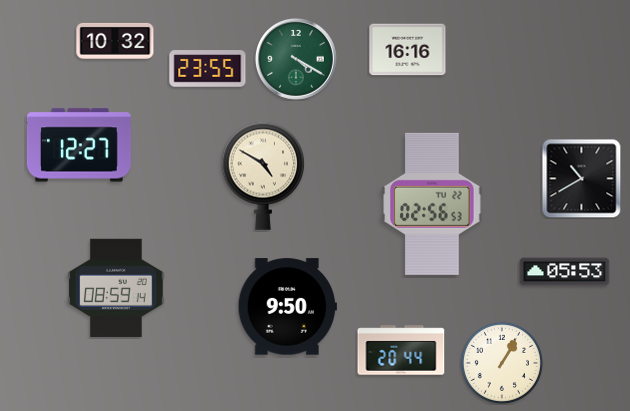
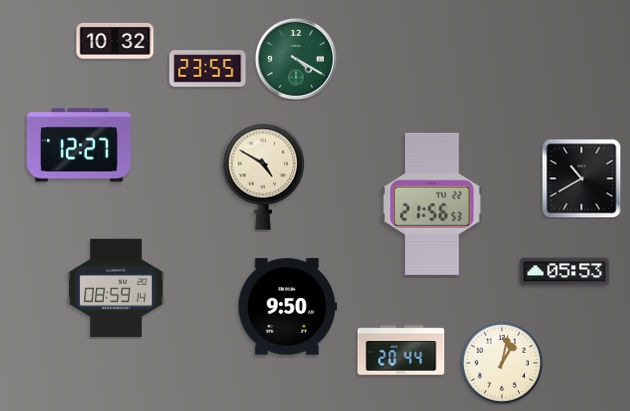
clock at (408, 50): 16:16 -> none
clock at (432, 204): 02:56 -> 21:56
clock at (502, 363): 1:05 -> 1:02
